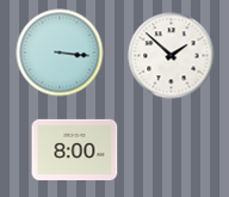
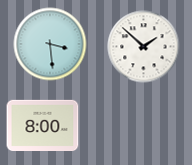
clock at (60, 53): 3:16 -> 3:29
clock at (75, 149) position: (75, 149) -> (43, 125)
